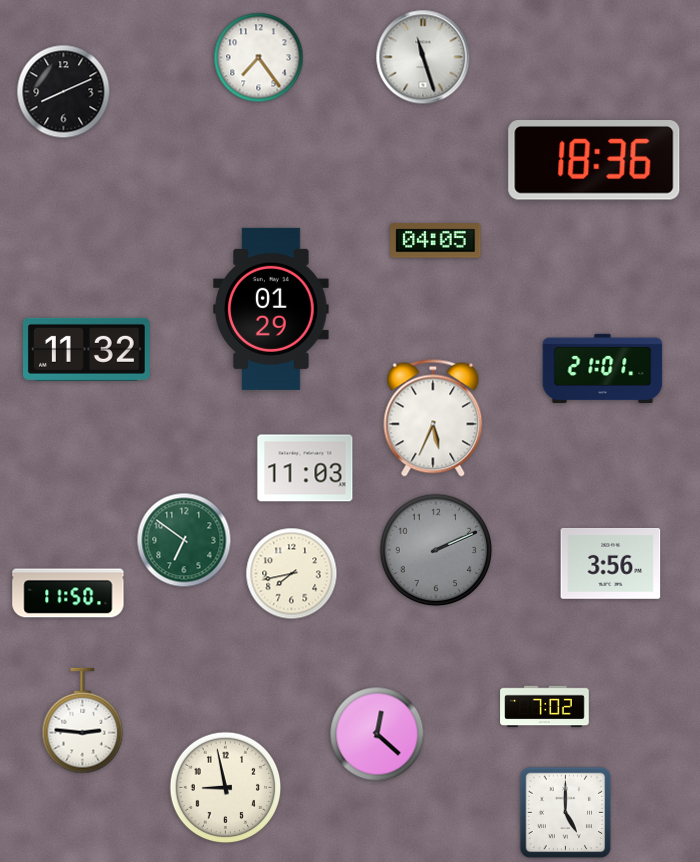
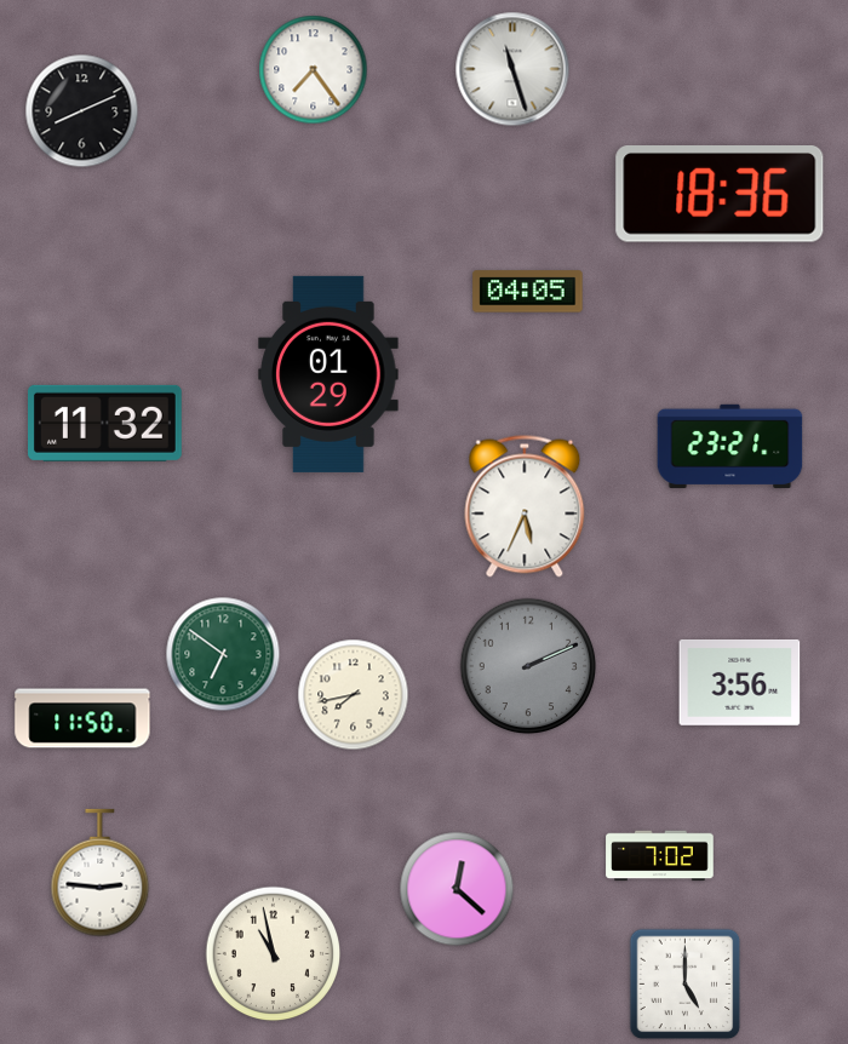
clock at (64, 92) position: (64, 92) -> (82, 111)
clock at (603, 368): 21:01 -> 23:21
clock at (305, 468): 11:03 -> none
clock at (226, 788): 8:58 -> 10:58
